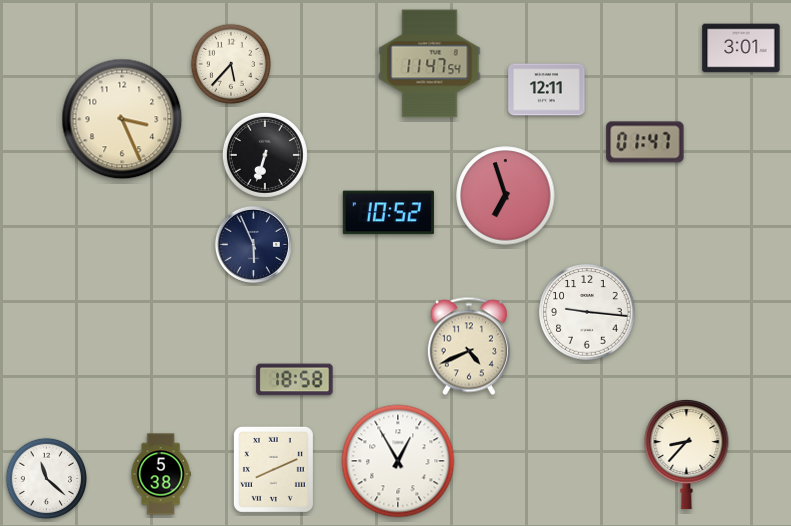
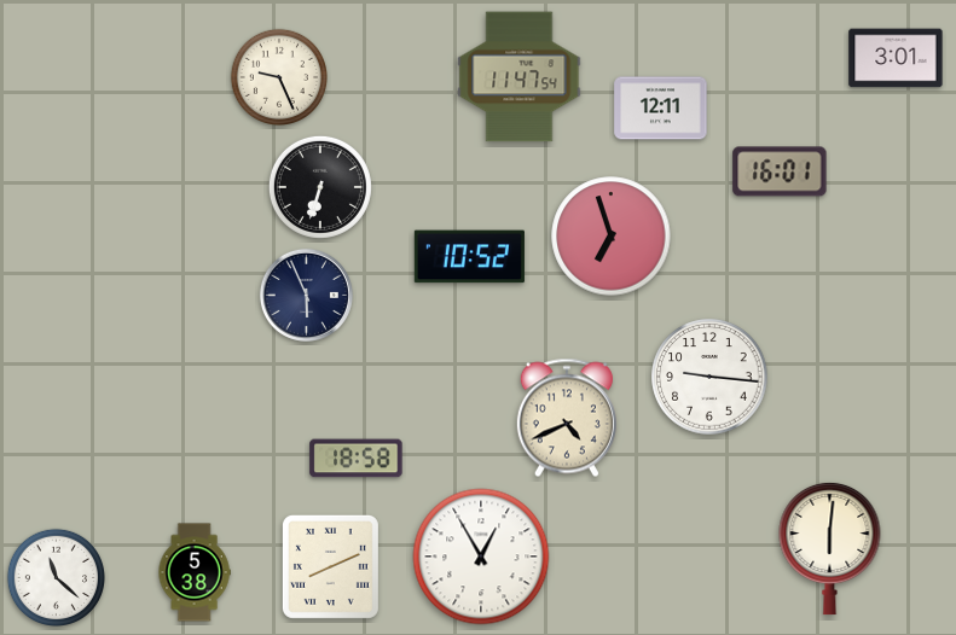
clock at (231, 64): 5:37 -> 9:26
clock at (122, 119): 3:26 -> none
clock at (645, 142): 01:47 -> 16:01
clock at (687, 454): 8:37 -> 6:01
